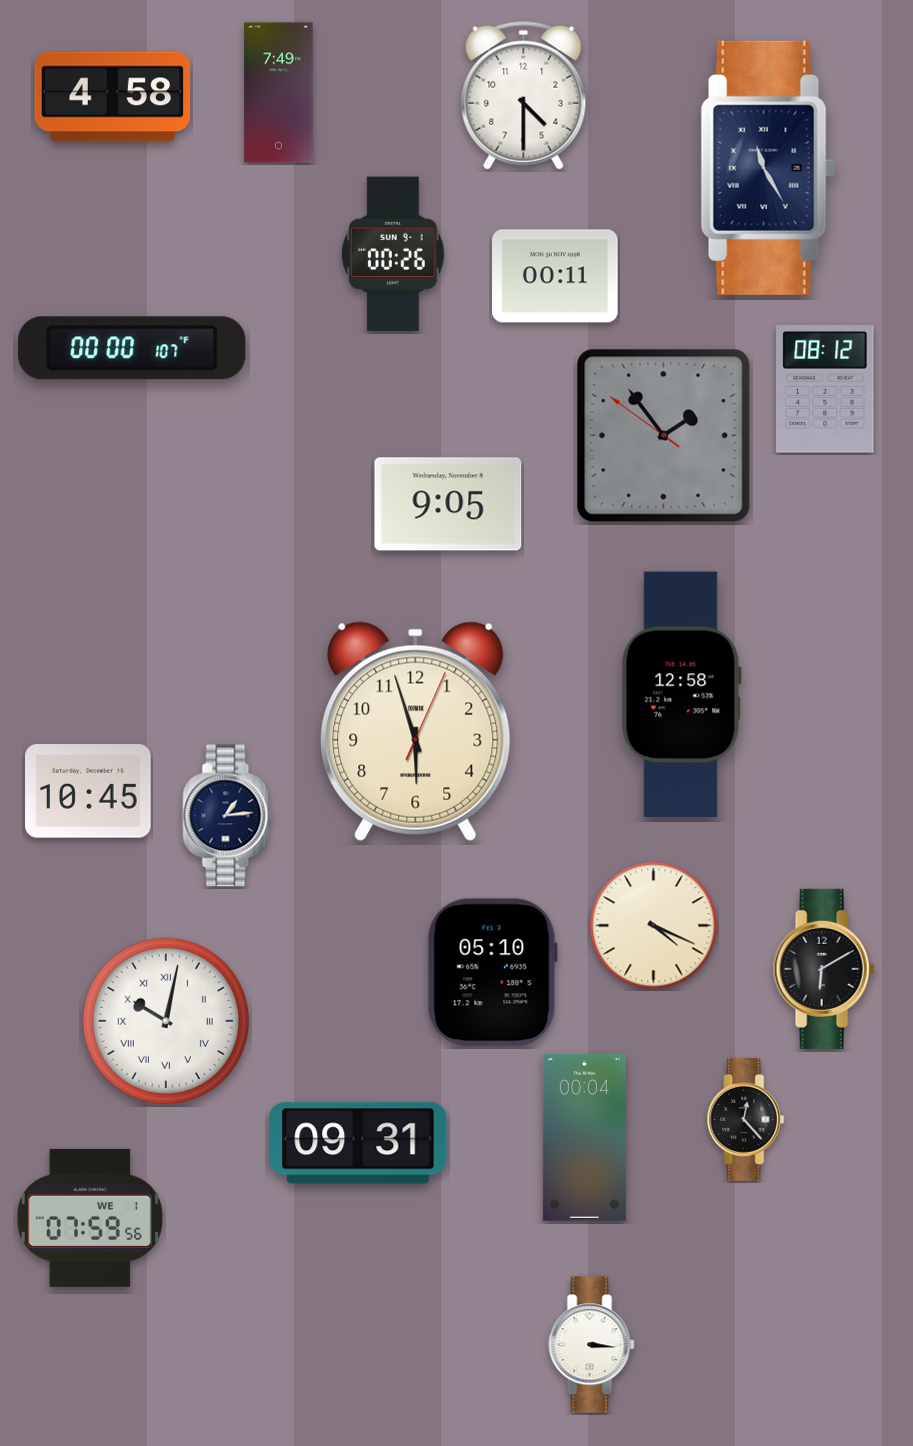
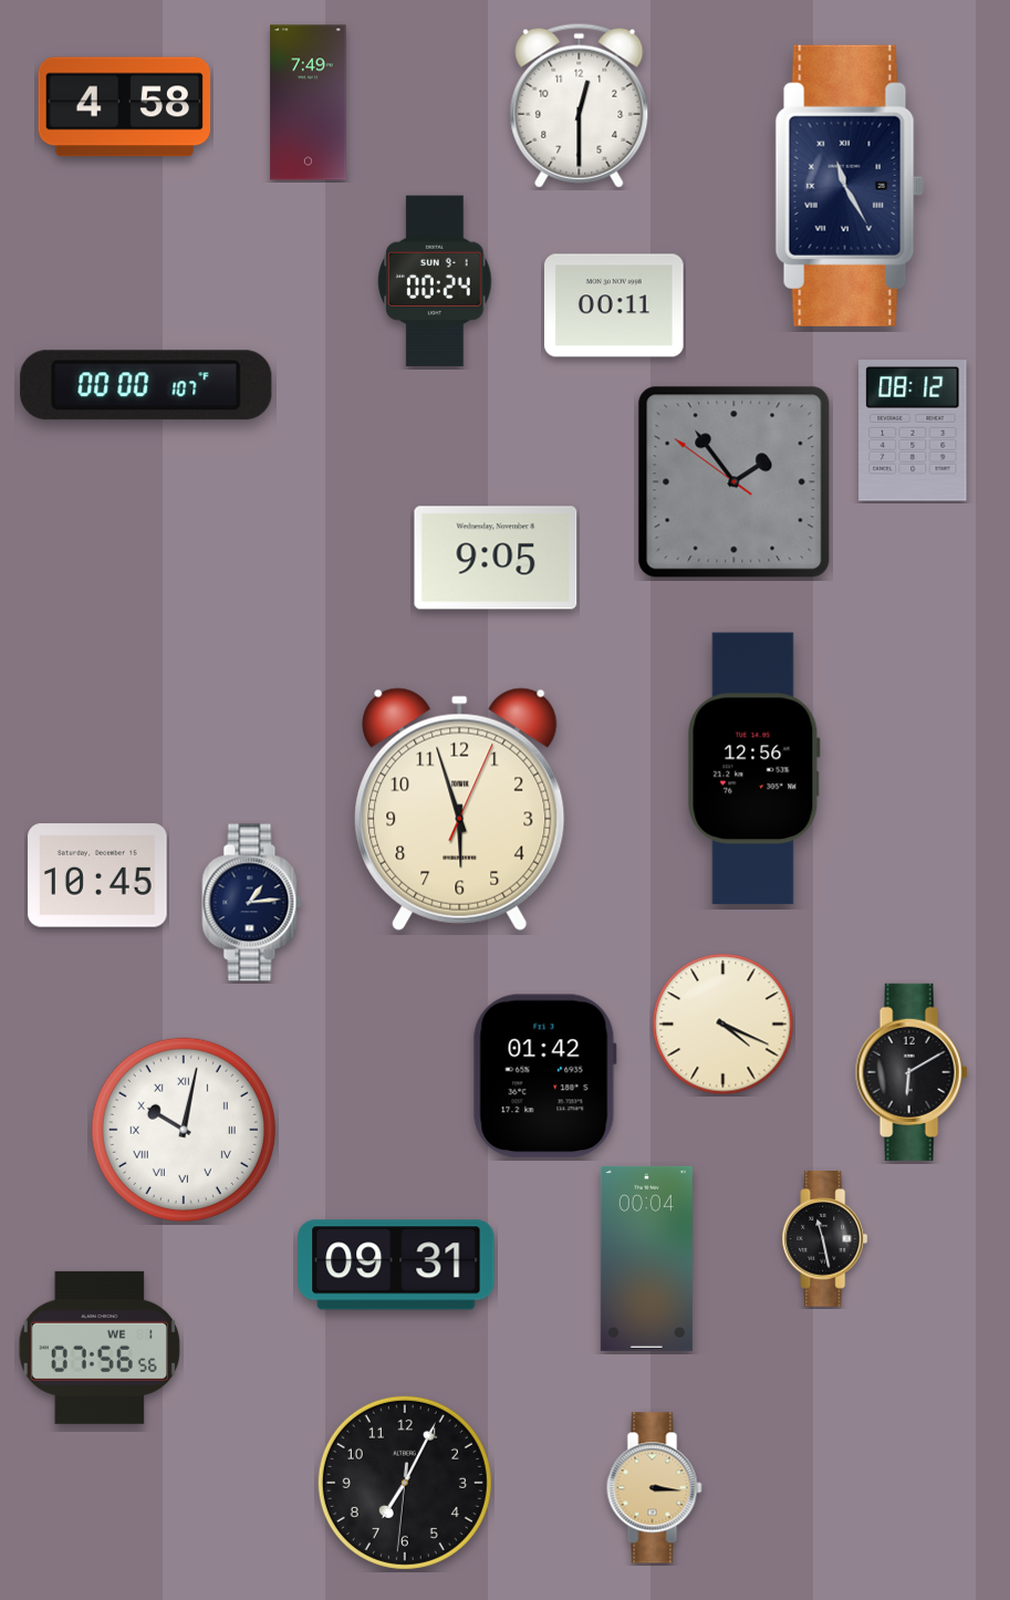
clock at (524, 95): 4:30 -> 12:30
clock at (393, 254): 00:26 -> 00:24
clock at (681, 695): 12:58 -> 12:56
clock at (492, 973): 05:10 -> 01:42
clock at (746, 1120): 12:23 -> 11:28
clock at (90, 1218): 07:59 -> 07:56
clock at (405, 1483): none -> 7:04
clock at (592, 1345) dial: white -> champagne
